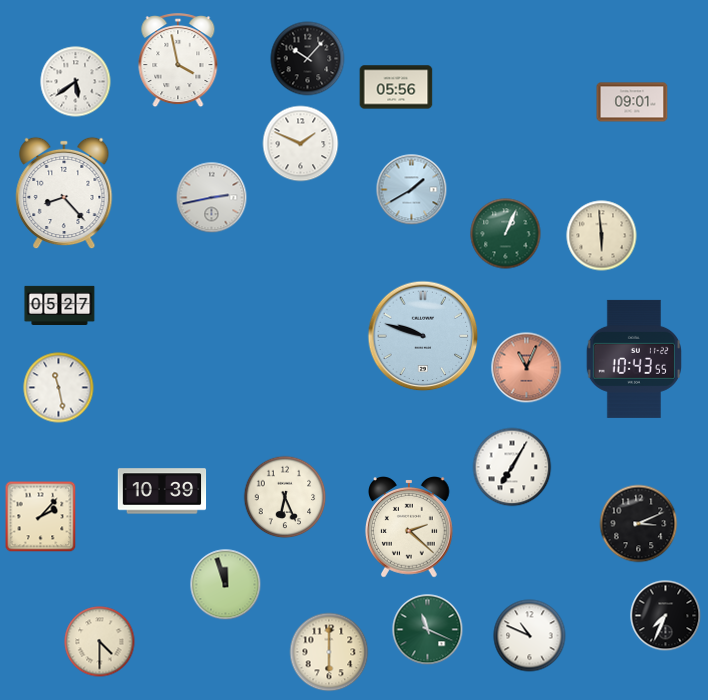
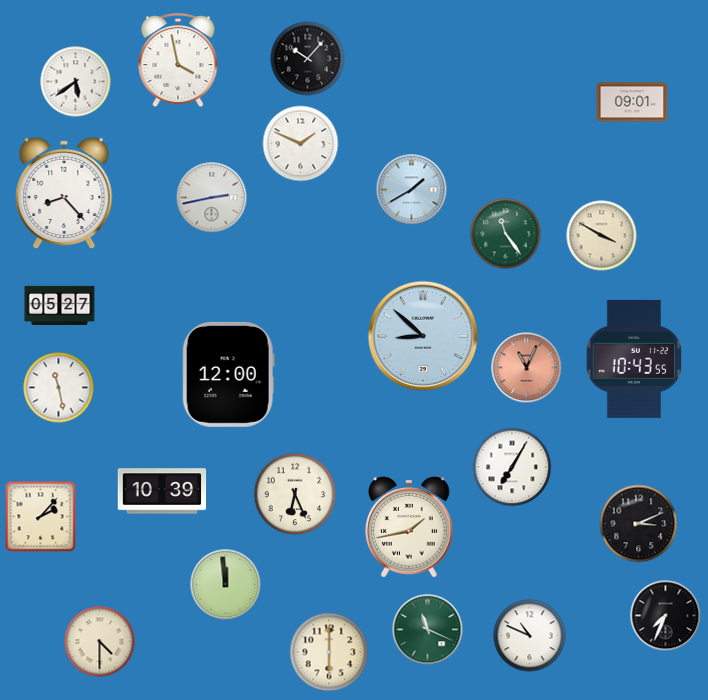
clock at (396, 87): 05:56 -> none
clock at (506, 234): 1:04 -> 11:24
clock at (602, 236): 5:59 -> 3:50
clock at (423, 336): 9:48 -> 8:52
clock at (228, 374): none -> 12:00
clock at (285, 497) position: (285, 497) -> (295, 494)
clock at (410, 527): 2:22 -> 1:43
clock at (226, 585): 11:57 -> 11:59
